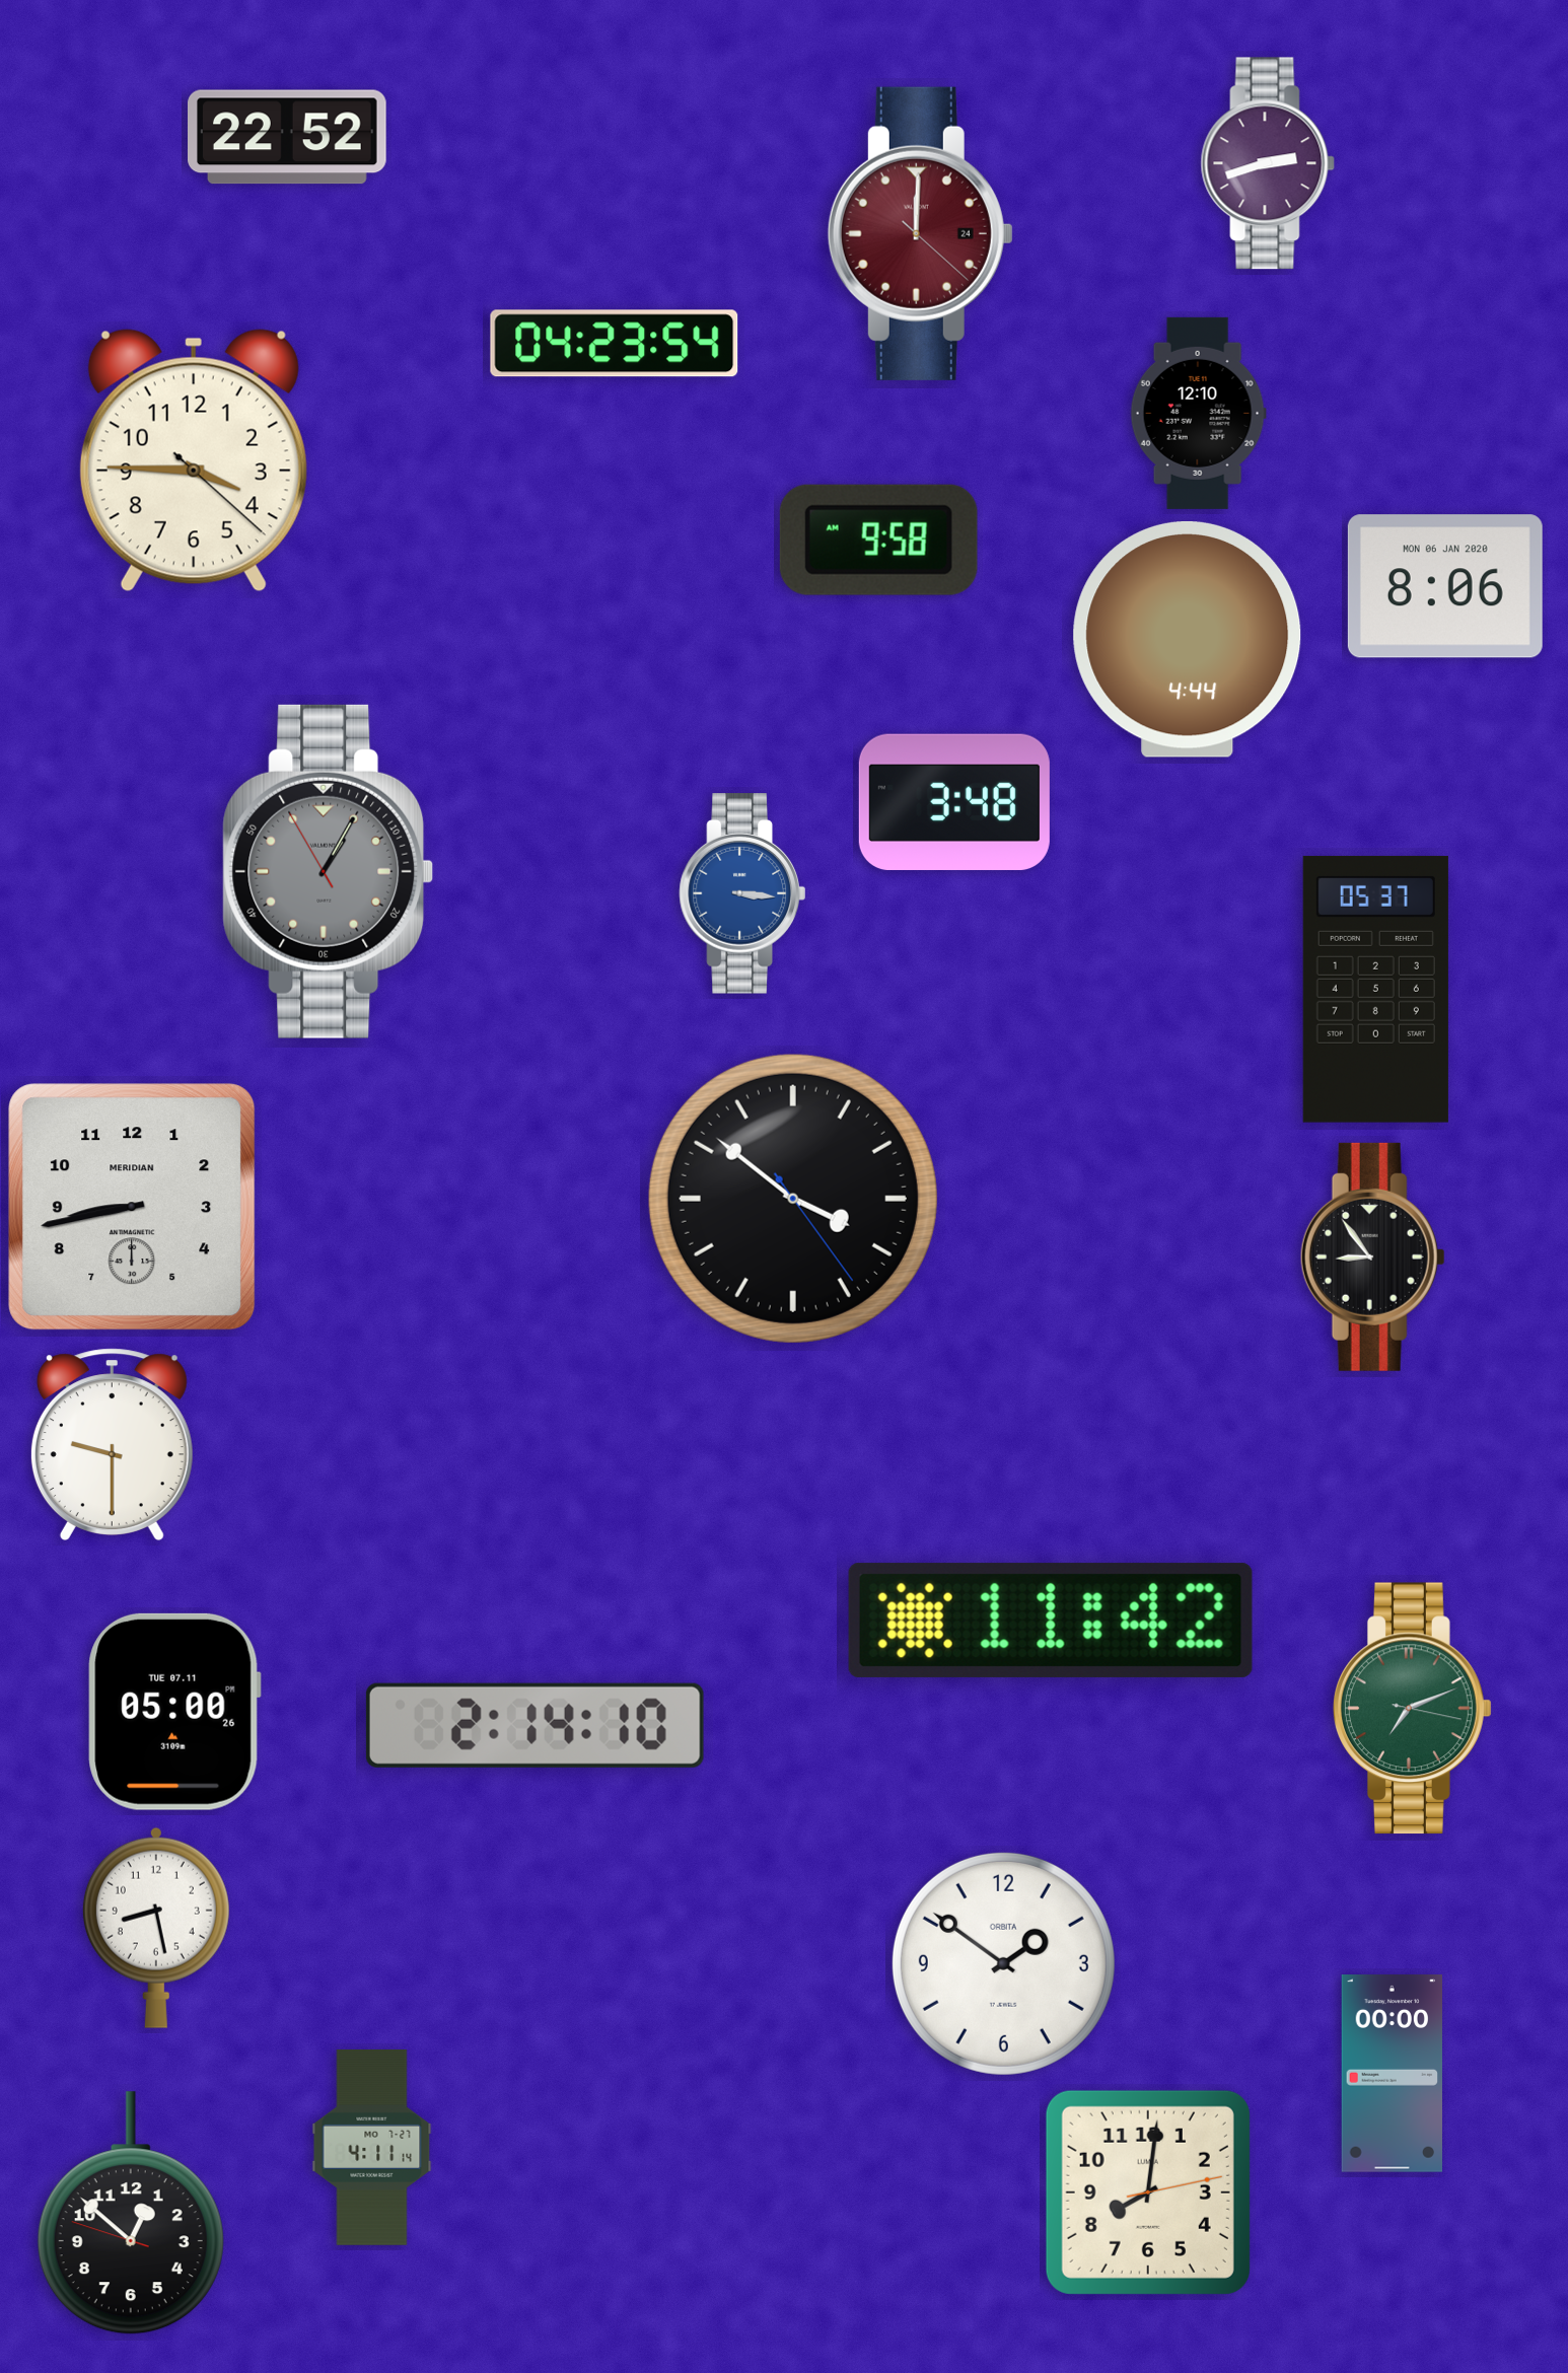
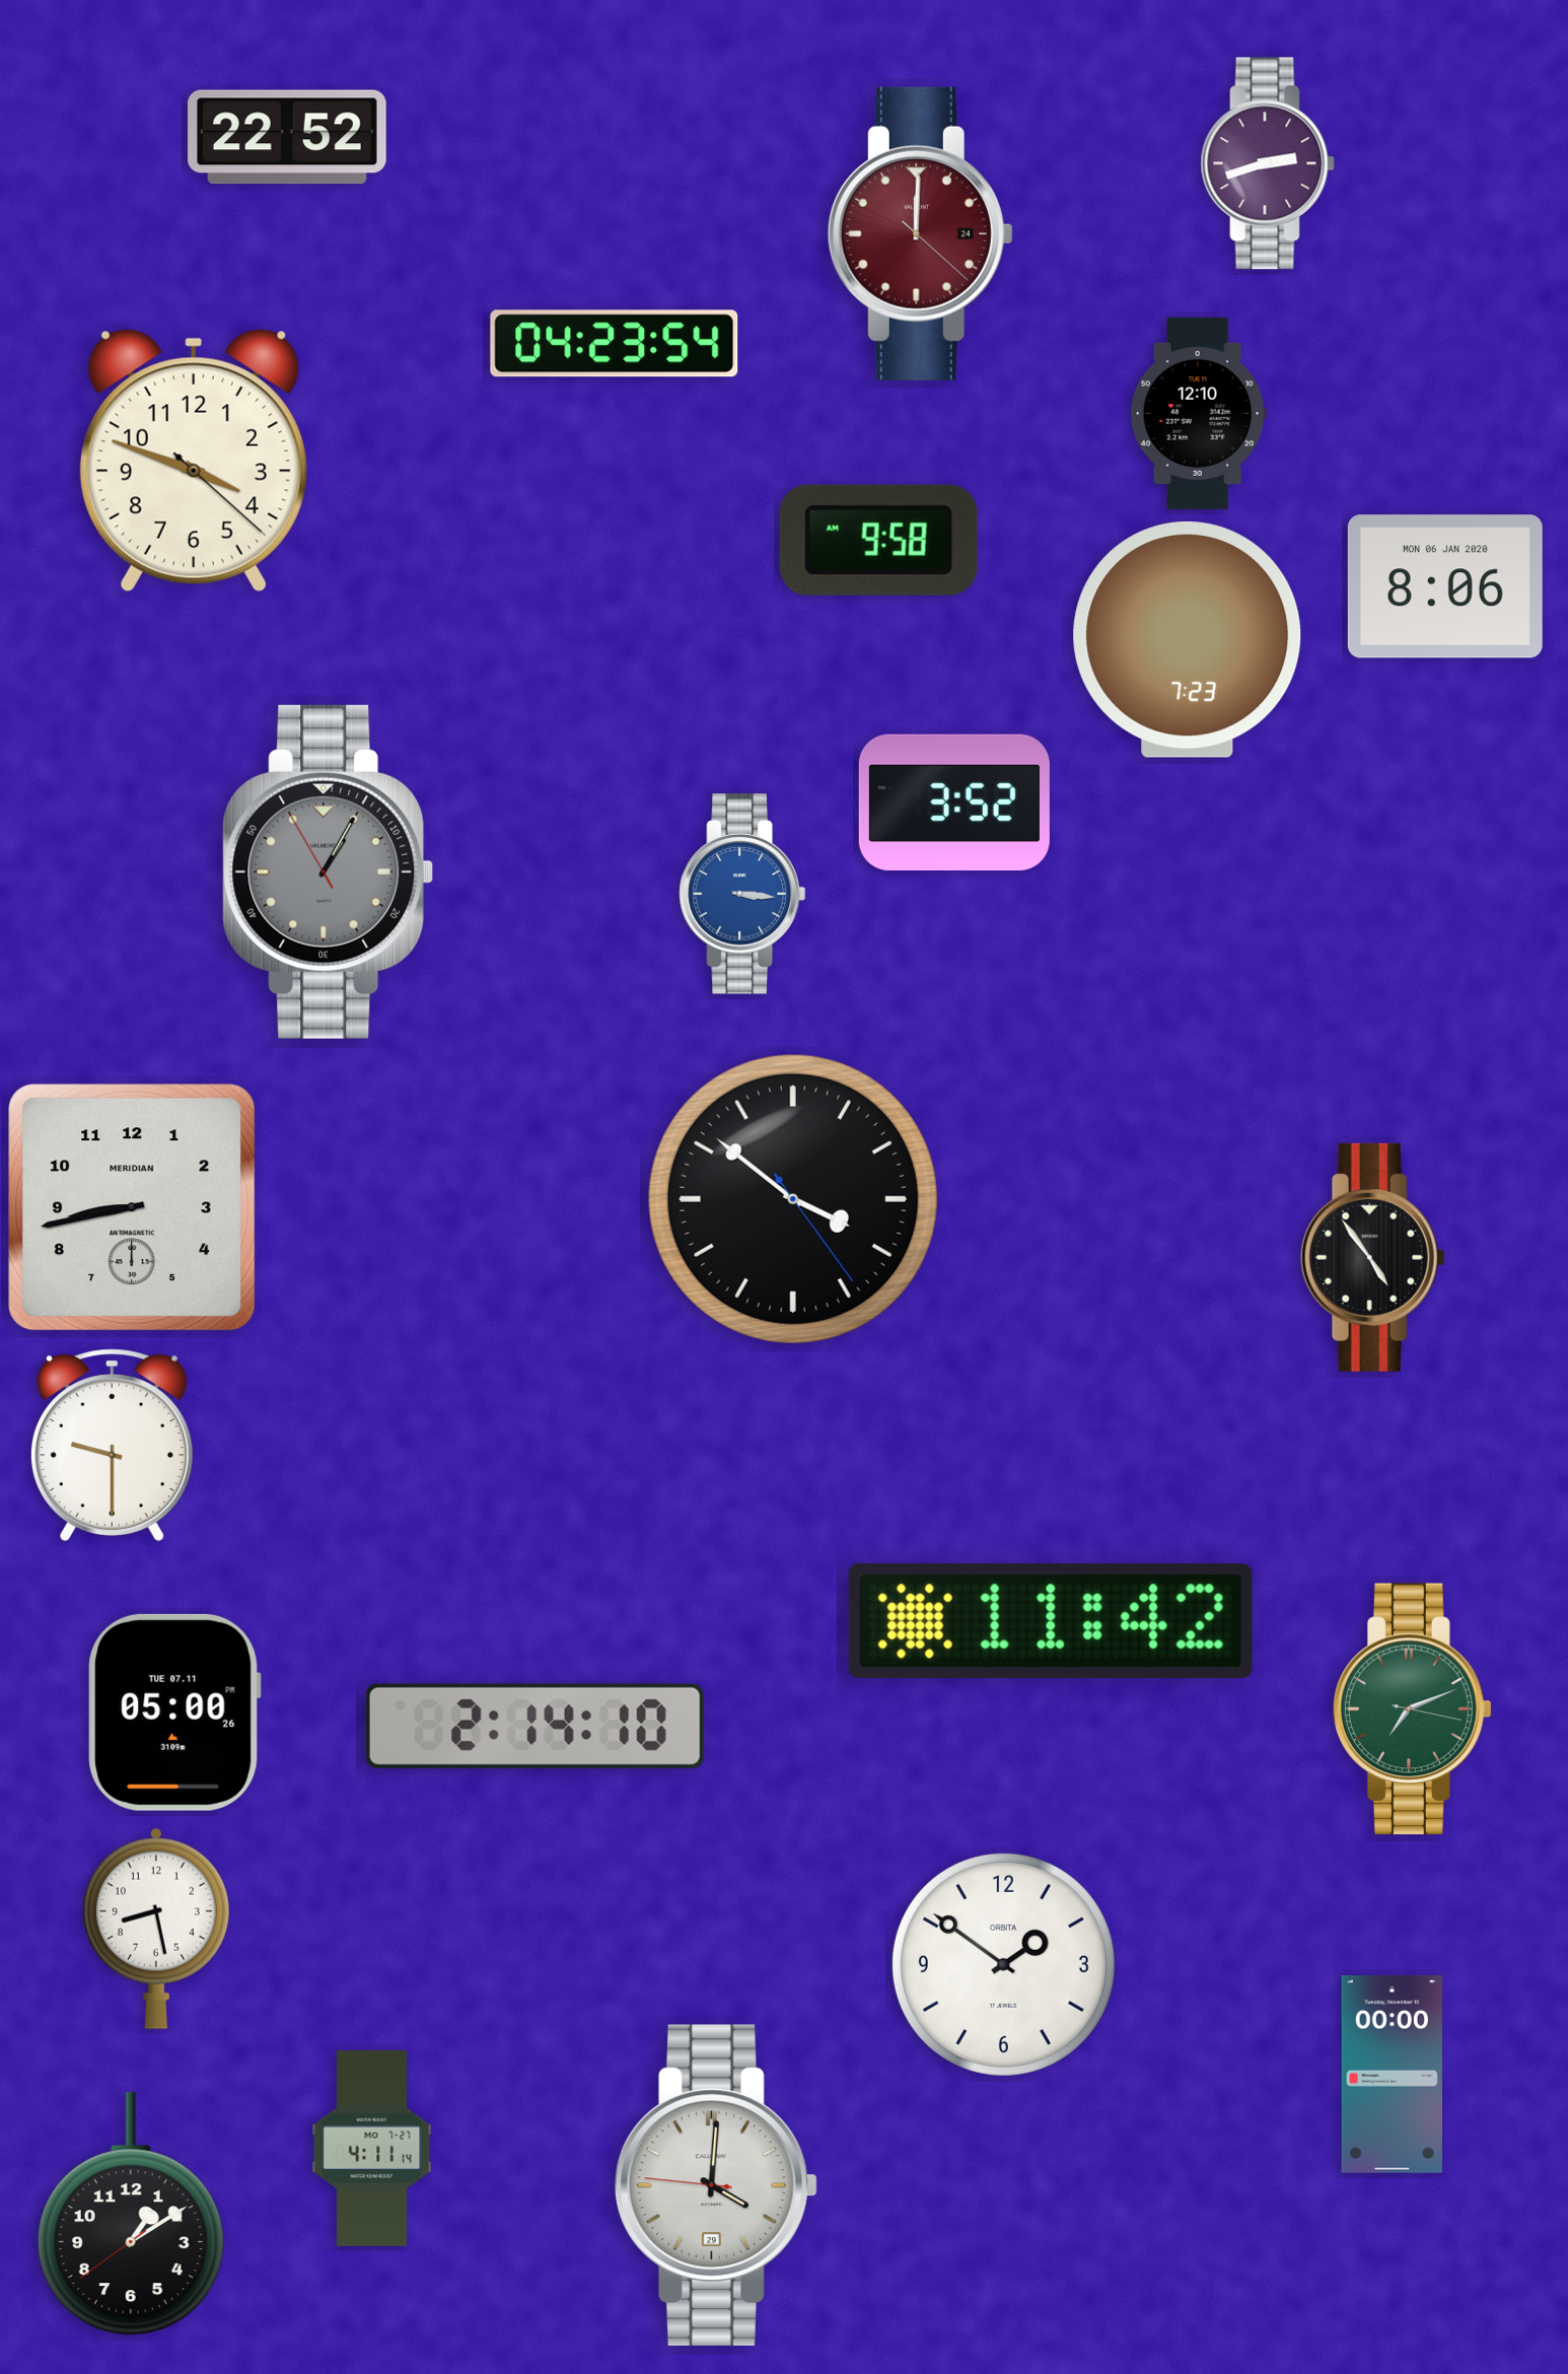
clock at (194, 460): 3:45 -> 3:48
clock at (1188, 639): 4:44 -> 7:23
clock at (954, 801): 3:48 -> 3:52
clock at (1375, 989): 05:37 -> none
clock at (1372, 1256): 8:54 -> 4:54
clock at (717, 2185): none -> 4:00
clock at (1148, 2192): 8:01 -> none
clock at (131, 2214): 12:51 -> 1:09
